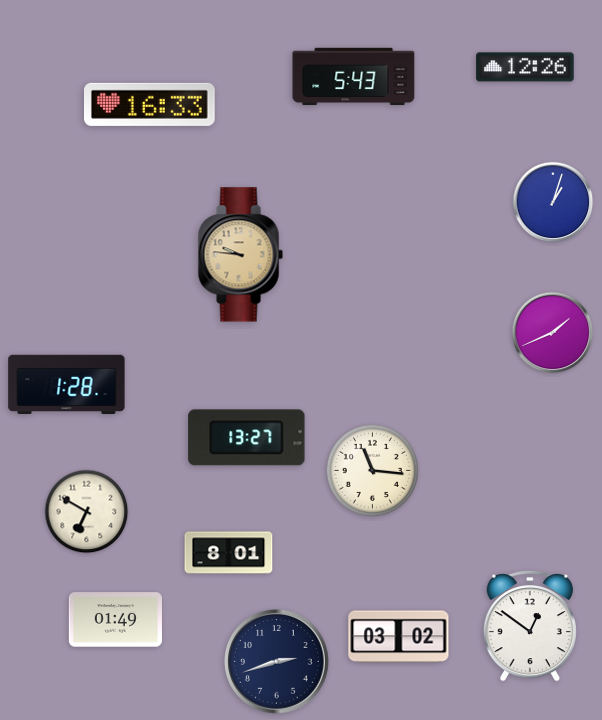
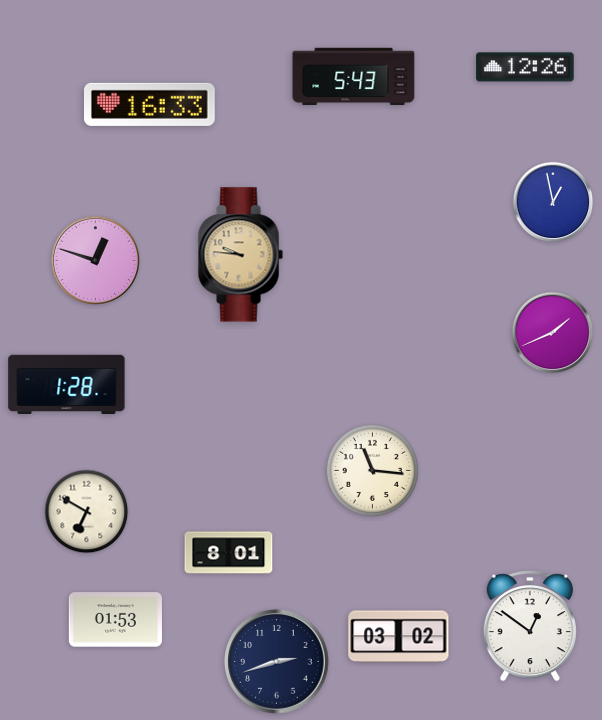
clock at (553, 202): 1:03 -> 12:58
clock at (95, 260): none -> 12:48
clock at (247, 438): 13:27 -> none
clock at (115, 620): 01:49 -> 01:53
